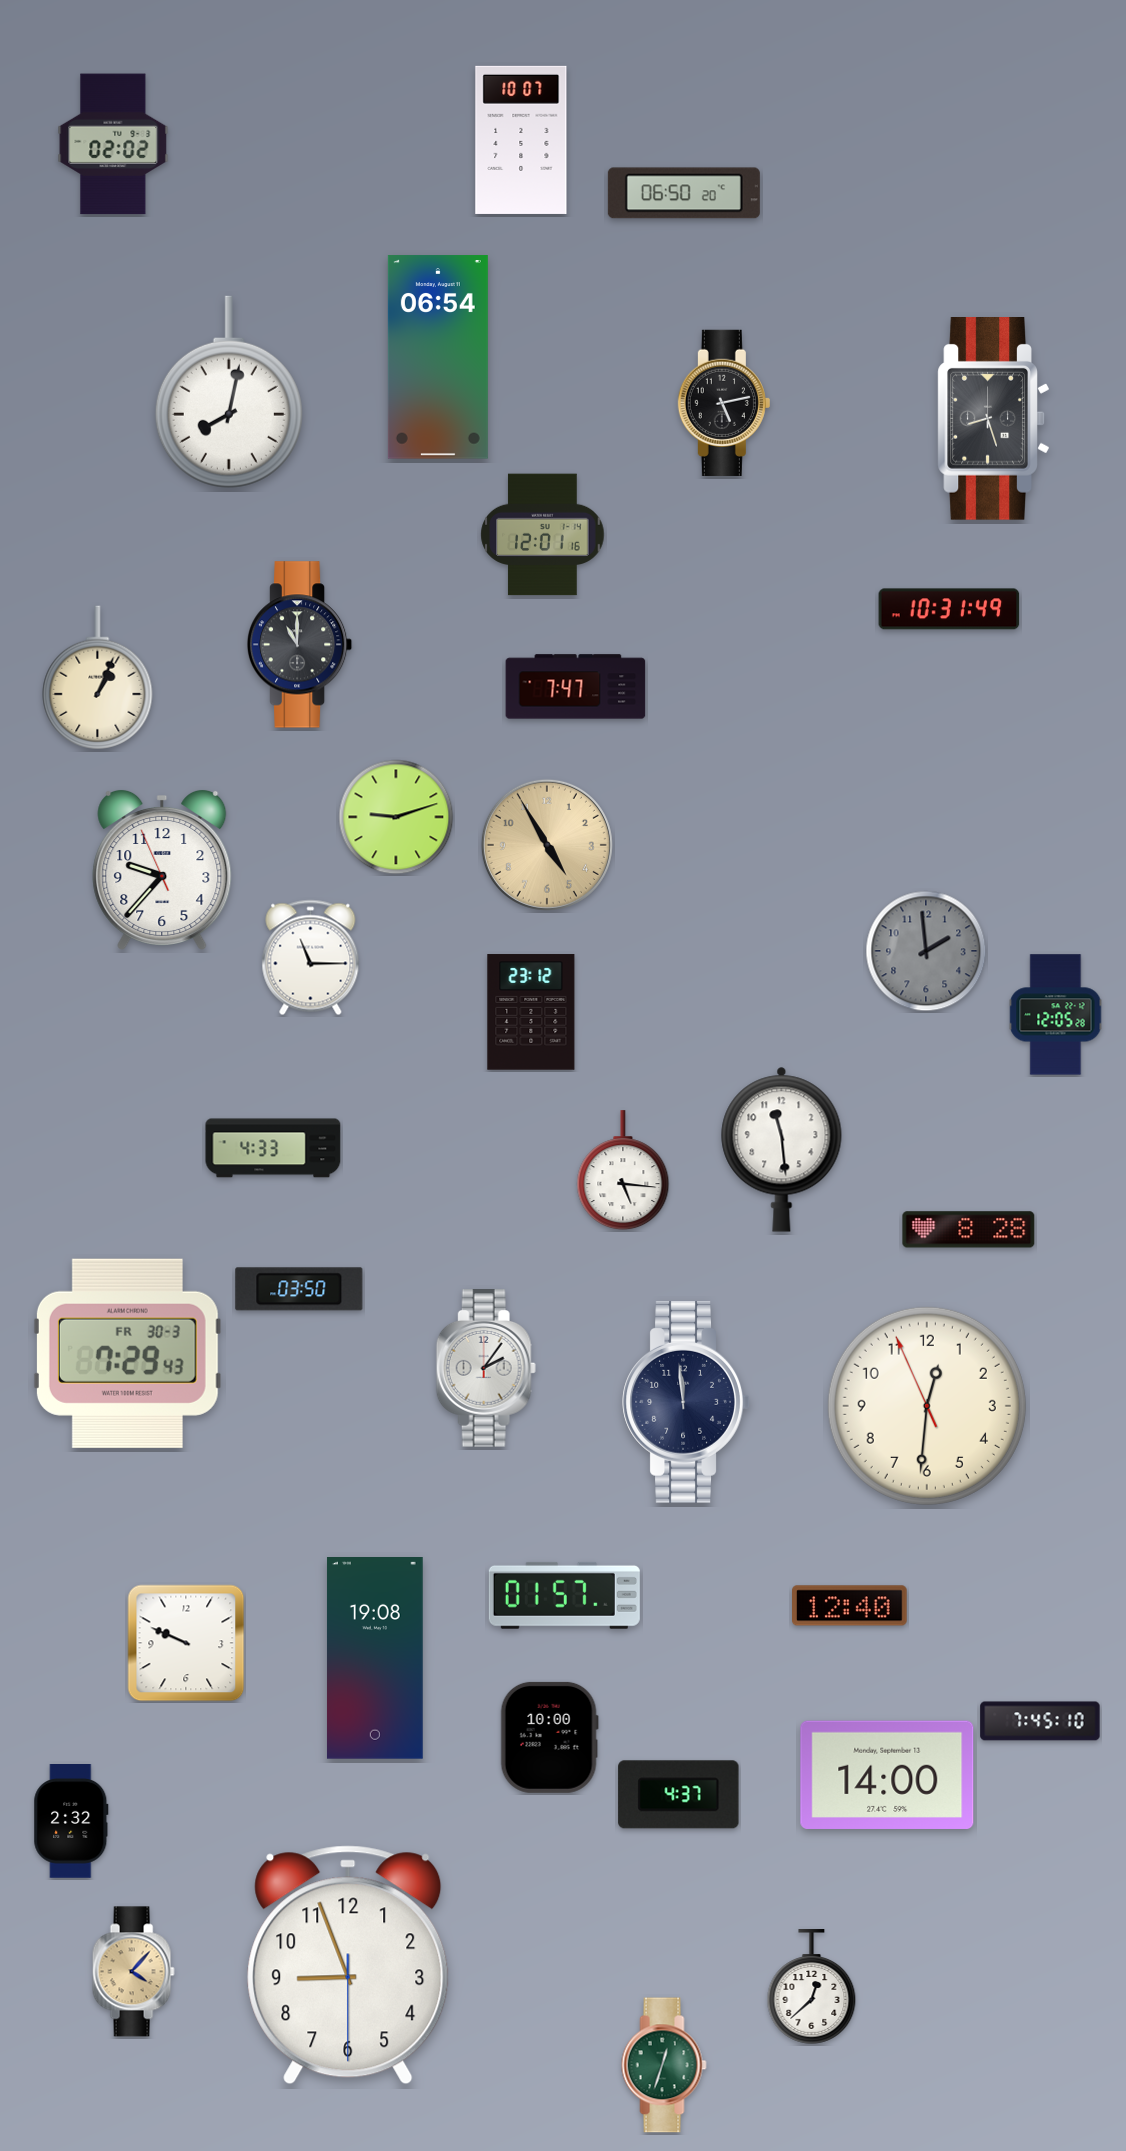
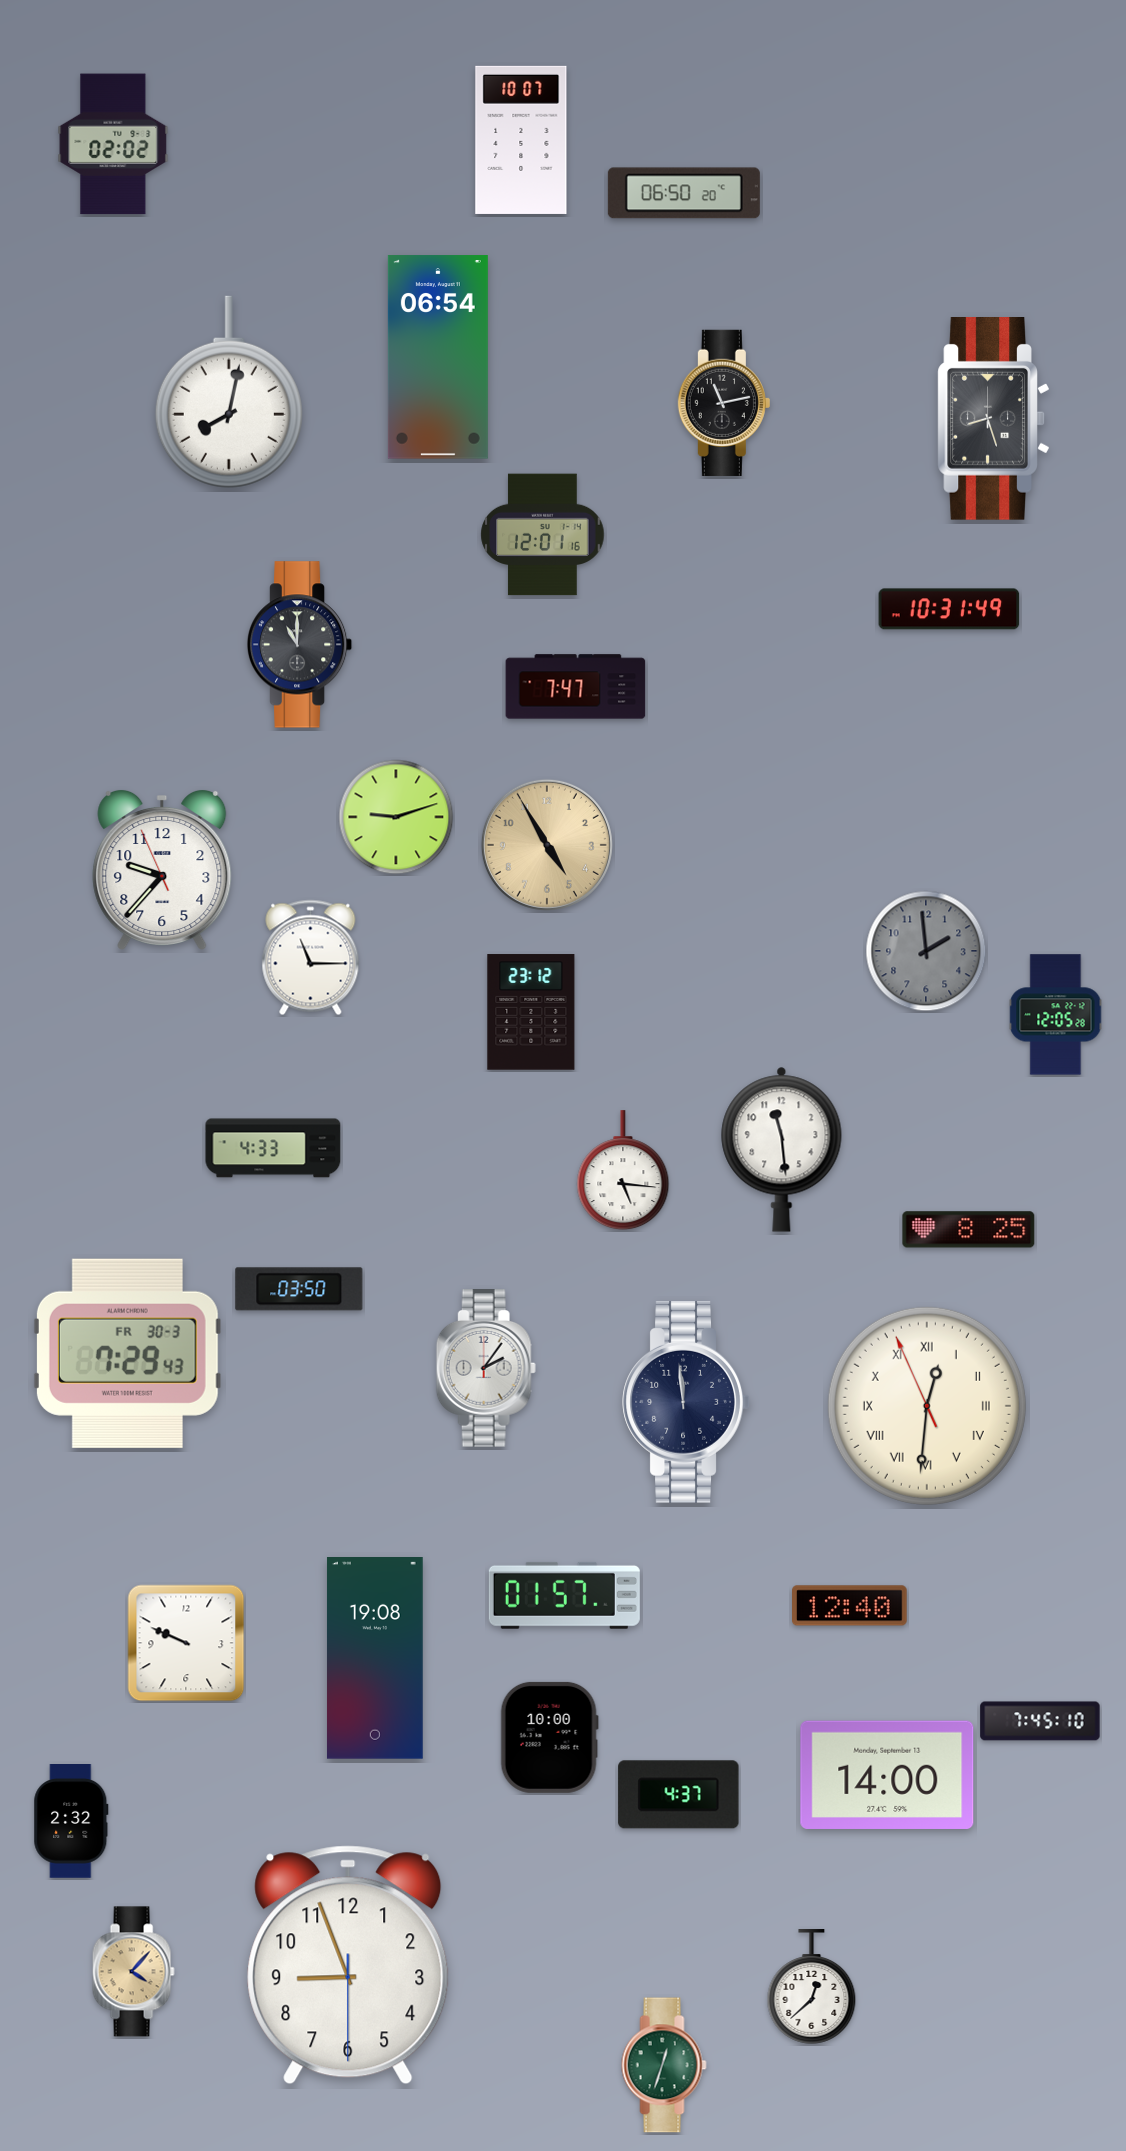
clock at (724, 403): 5:13 -> 11:13
clock at (98, 678): 1:04 -> none
clock at (969, 1230): 8:28 -> 8:25
clock at (927, 1406) numerals: Arabic -> Roman
